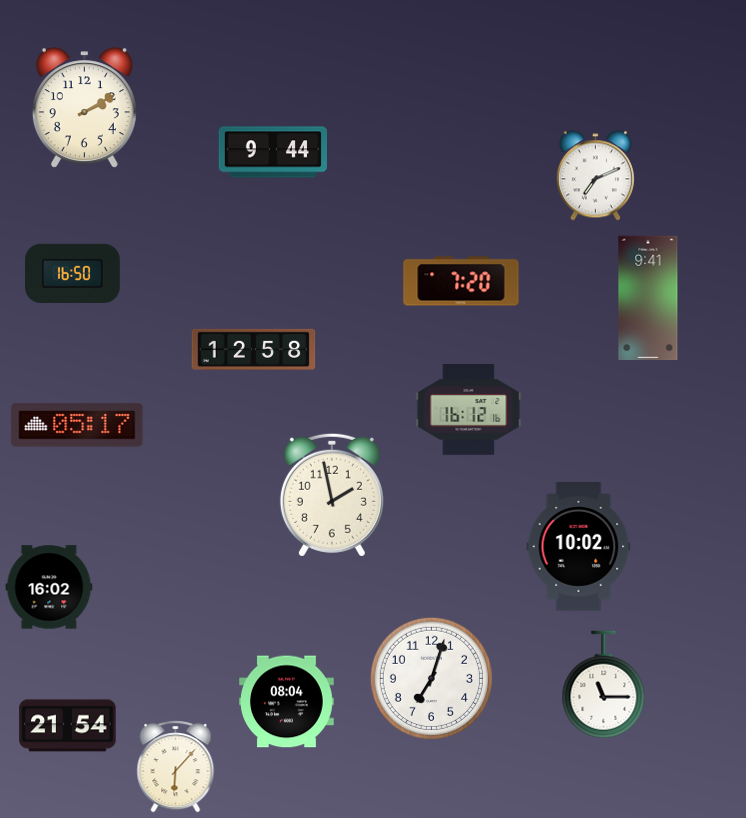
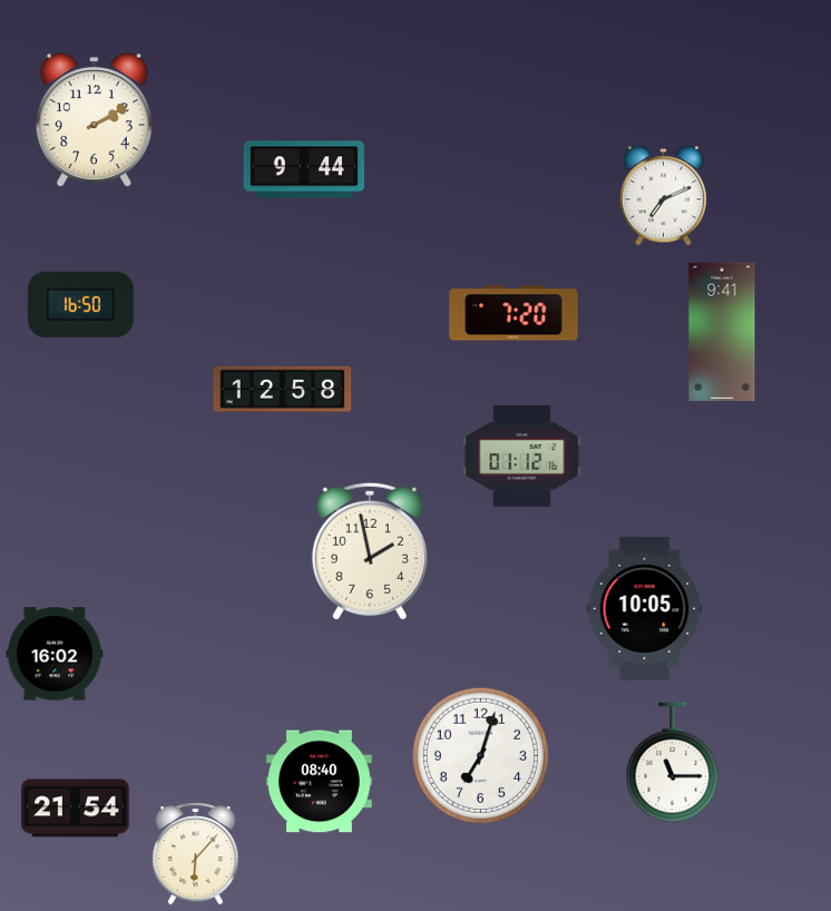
clock at (469, 410): 16:12 -> 01:12
clock at (77, 425): 05:17 -> none
clock at (579, 547): 10:02 -> 10:05
clock at (287, 702): 08:04 -> 08:40
